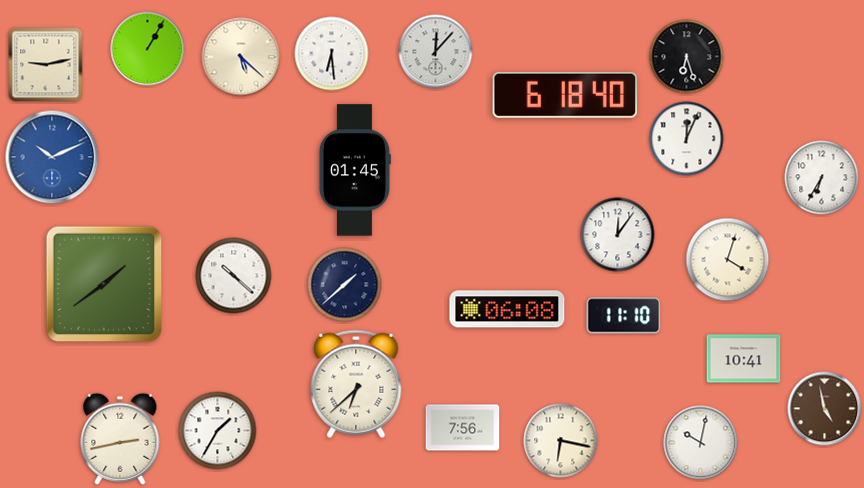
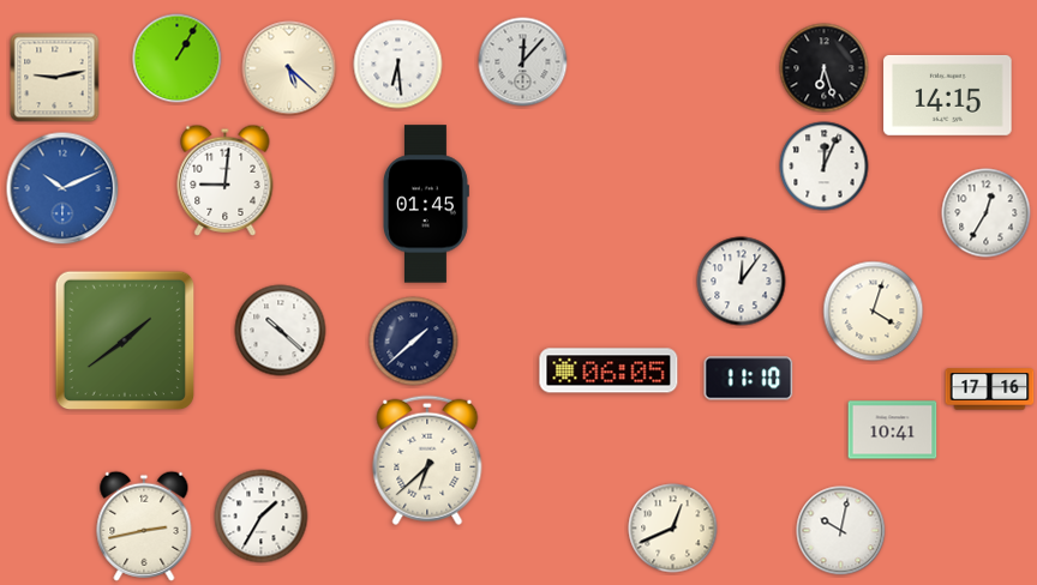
clock at (948, 95): none -> 14:15
clock at (564, 95): 6:18 -> none
clock at (226, 180): none -> 9:01
clock at (822, 178): 6:35 -> 12:35
clock at (507, 309): 06:08 -> 06:05
clock at (990, 390): none -> 17:16
clock at (825, 409): 4:58 -> none
clock at (463, 428): 7:56 -> none
clock at (561, 441): 6:17 -> 12:41
